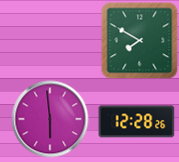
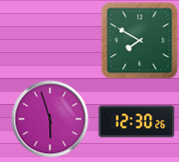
clock at (50, 119): 5:59 -> 5:57
clock at (137, 122): 12:28 -> 12:30
